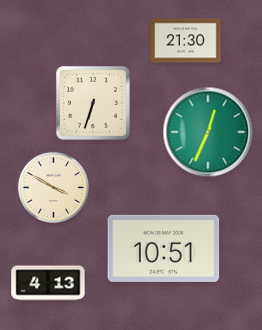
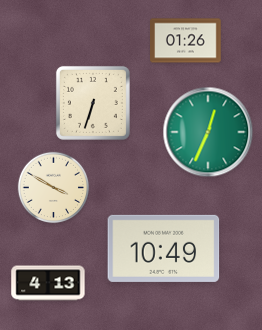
clock at (186, 41): 21:30 -> 01:26
clock at (164, 248): 10:51 -> 10:49
